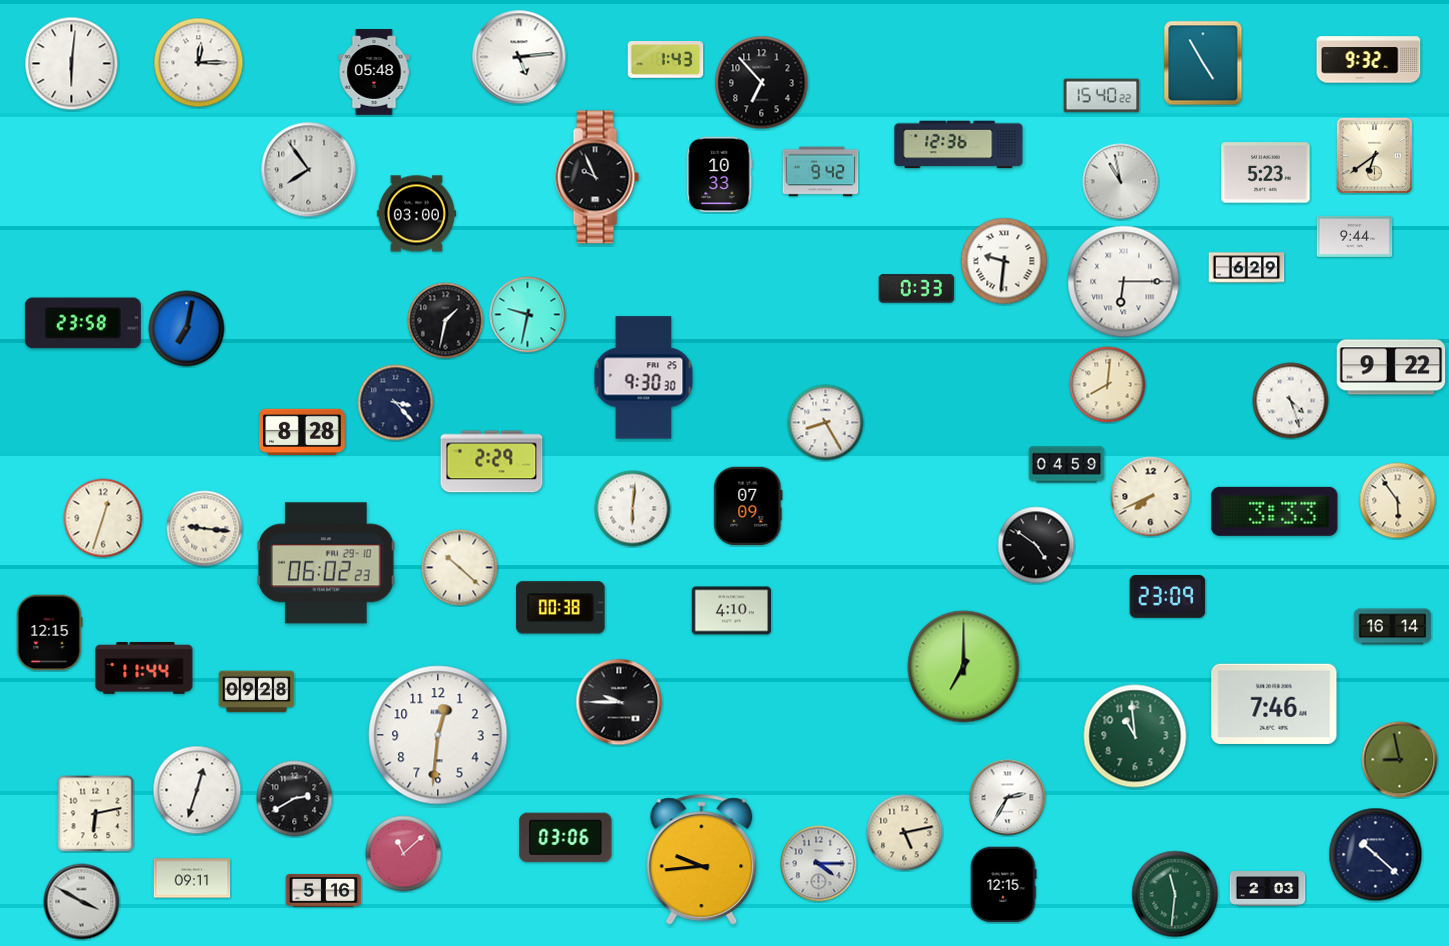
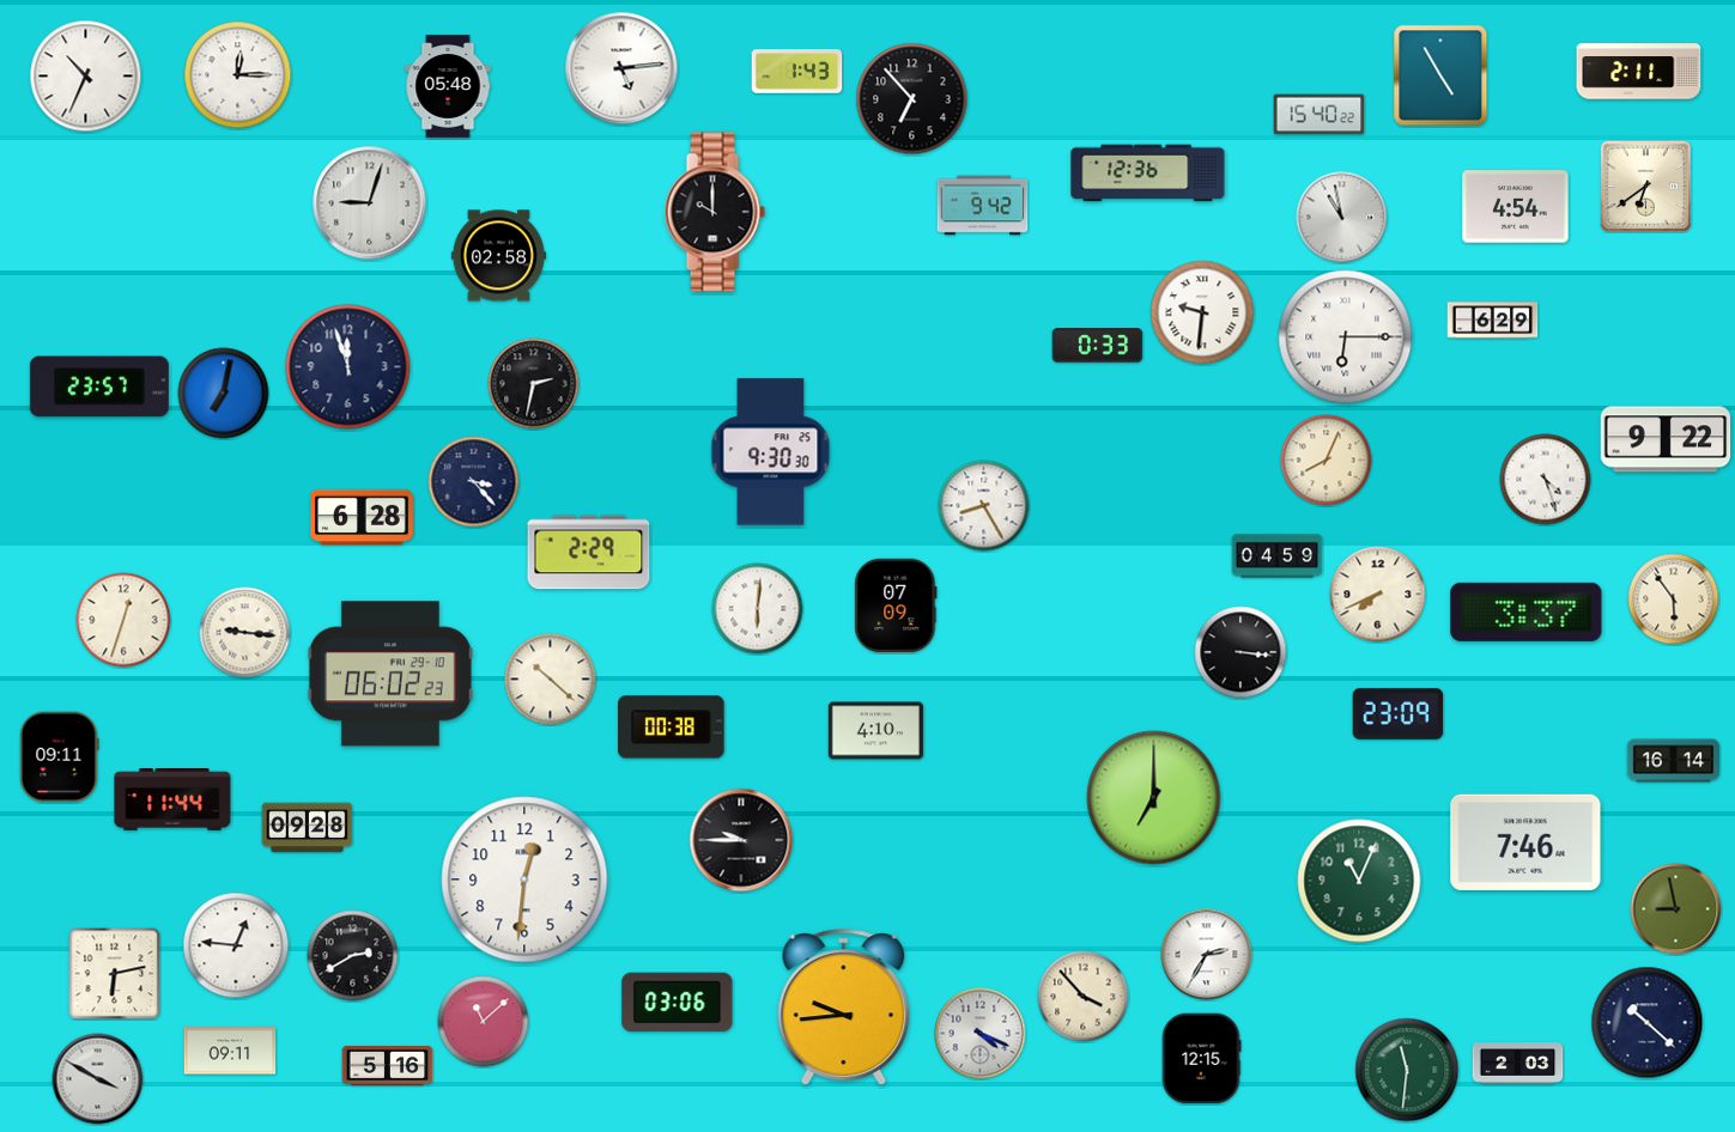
clock at (1369, 60): 9:32 -> 2:11
clock at (72, 64): 6:01 -> 10:34
clock at (309, 170): 7:54 -> 9:03
clock at (1266, 173): 5:23 -> 4:54
clock at (720, 175): 10:33 -> none
clock at (597, 177): 9:56 -> 10:00
clock at (416, 214): 03:00 -> 02:58
clock at (1355, 236): 9:44 -> none
clock at (348, 367): none -> 11:57
clock at (528, 315): 9:32 -> none
clock at (446, 321): 1:32 -> 2:32
clock at (83, 323): 23:58 -> 23:57
clock at (1108, 385): 8:01 -> 8:04
clock at (826, 423) position: (826, 423) -> (984, 506)
clock at (302, 431): 8:28 -> 6:28
clock at (1275, 511): 3:33 -> 3:37
clock at (1036, 545): 4:51 -> 3:16
clock at (1393, 627) position: (1393, 627) -> (1674, 761)
clock at (50, 633): 12:15 -> 09:11
clock at (1135, 736): 10:59 -> 11:04
clock at (197, 790): 12:33 -> 12:46
clock at (905, 833): 5:13 -> 3:53
clock at (702, 860) position: (702, 860) -> (844, 1008)
clock at (819, 864): 4:15 -> 4:19
